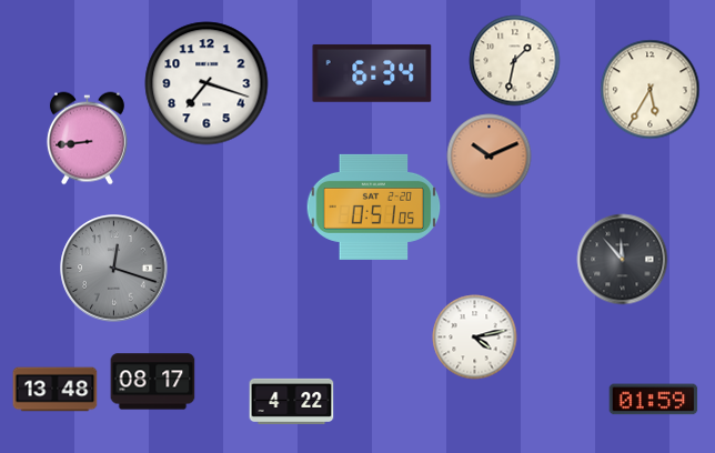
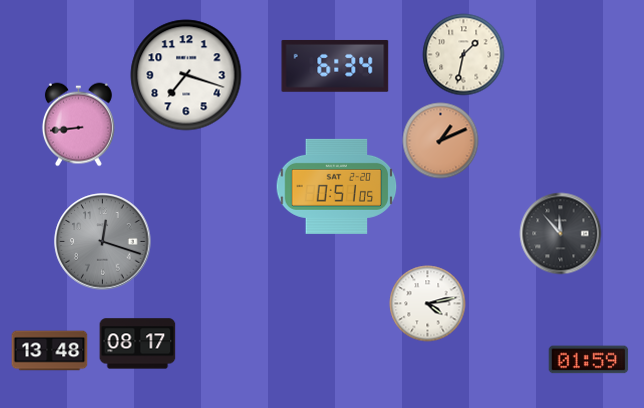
clock at (651, 90): 5:35 -> none
clock at (490, 157): 10:11 -> 1:11
clock at (292, 401): 4:22 -> none
